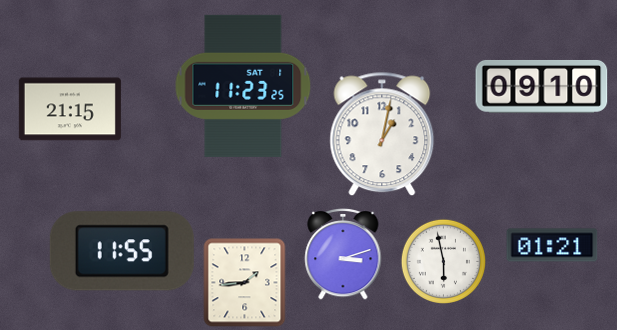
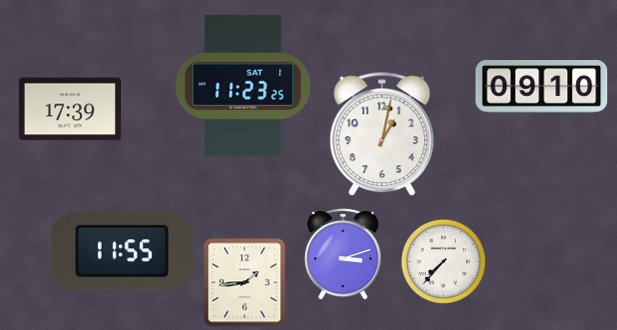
clock at (70, 109): 21:15 -> 17:39
clock at (552, 245): 01:21 -> none
clock at (443, 261): 5:58 -> 7:37
